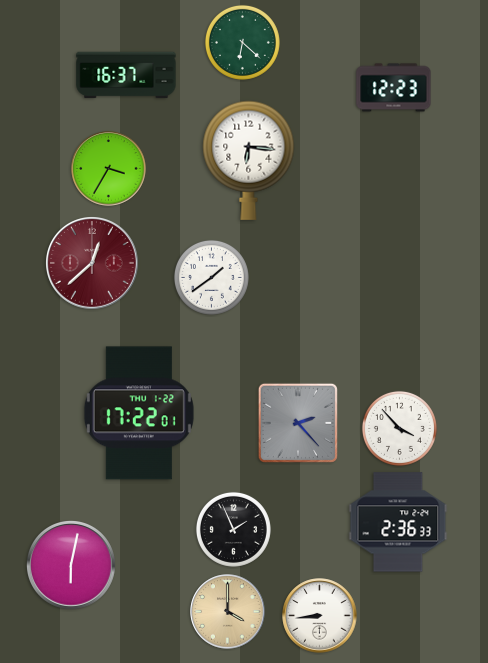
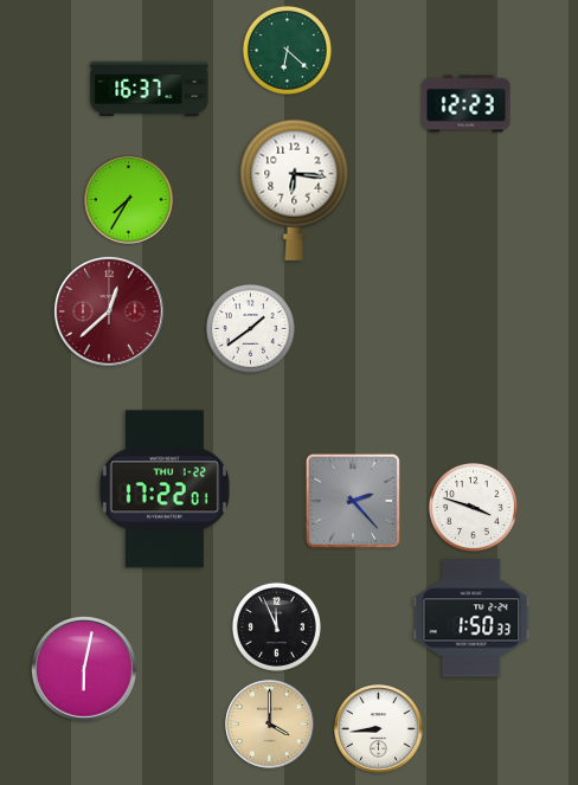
clock at (109, 169): 3:35 -> 7:35
clock at (399, 428): 3:53 -> 3:48
clock at (398, 522): 2:36 -> 1:50
clock at (233, 529): 1:56 -> 11:56
